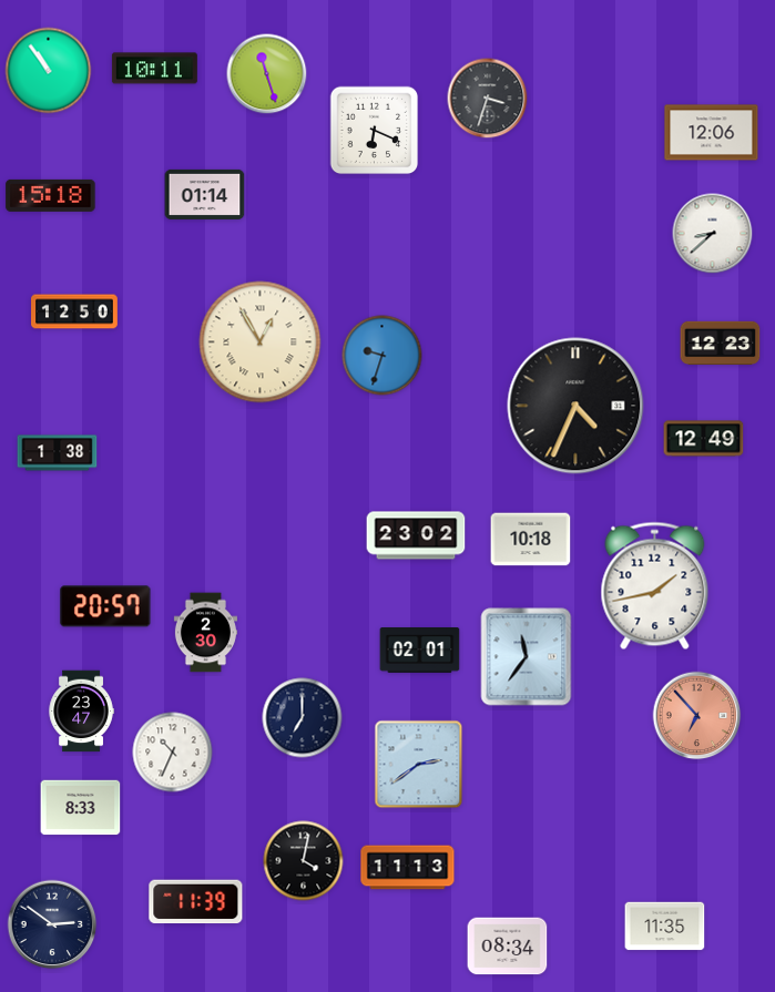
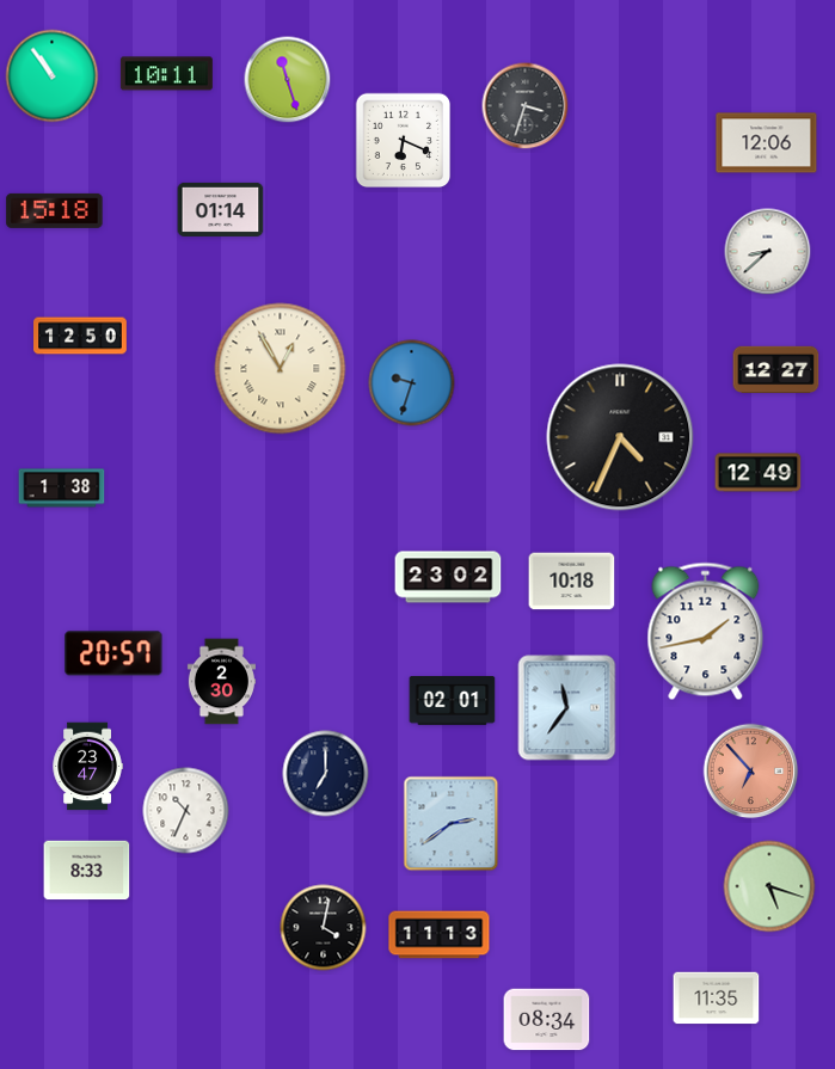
clock at (721, 344): 12:23 -> 12:27
clock at (769, 886): none -> 5:18
clock at (304, 861) position: (304, 861) -> (324, 928)
clock at (196, 902): 11:39 -> none
clock at (52, 924): 2:51 -> none
